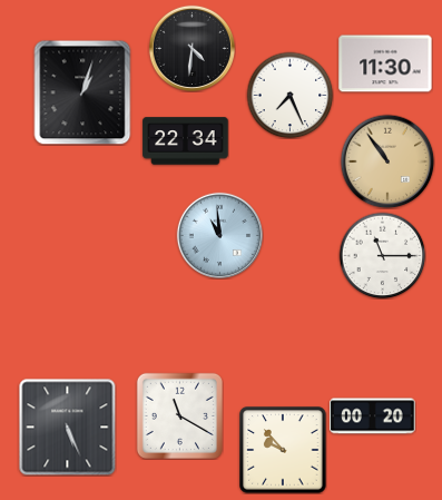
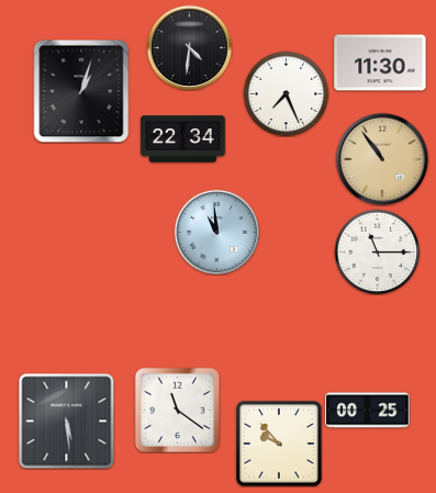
clock at (179, 415): 11:20 -> 11:21
clock at (373, 416): 00:20 -> 00:25
clock at (67, 427): 5:26 -> 5:29
